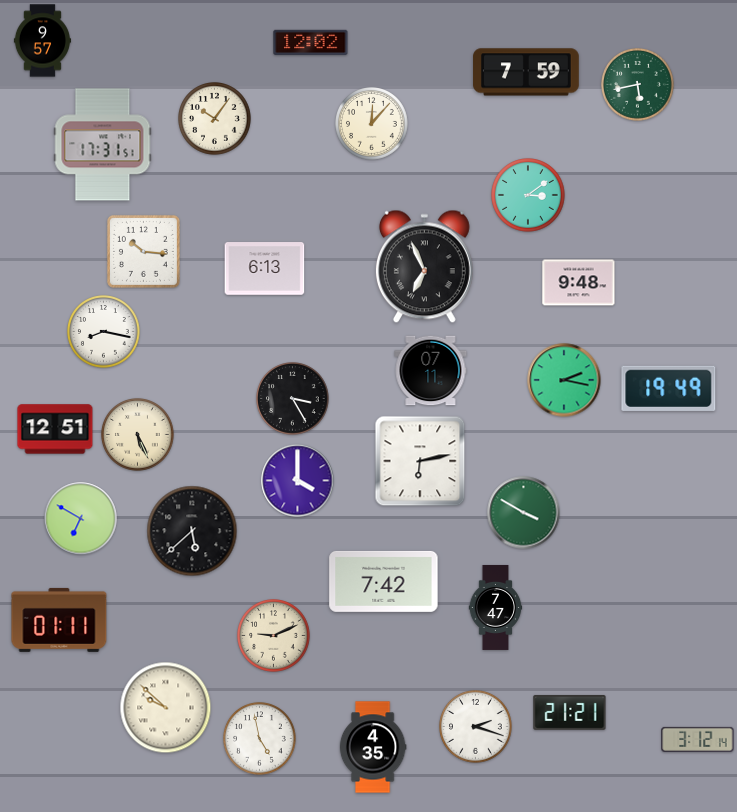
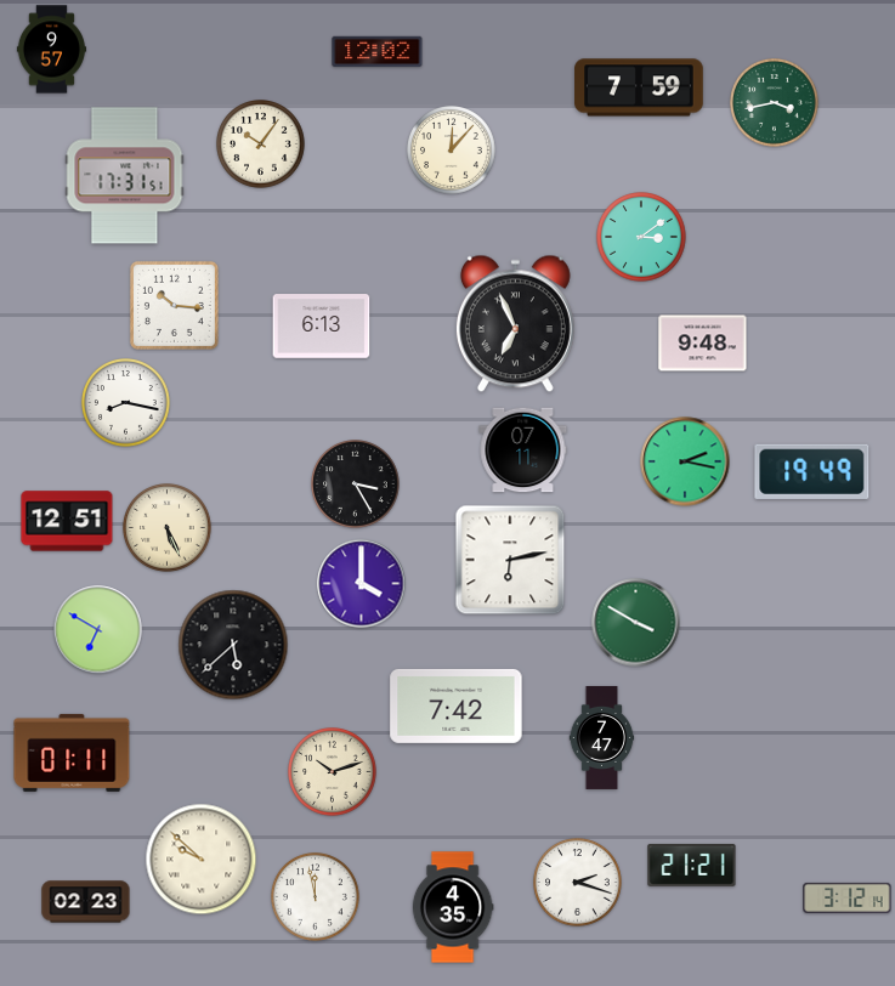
clock at (638, 85): 5:43 -> 3:43
clock at (384, 581) position: (384, 581) -> (457, 705)
clock at (274, 636): 9:11 -> 10:12
clock at (260, 739): 4:58 -> 11:58
clock at (86, 902): none -> 02:23
